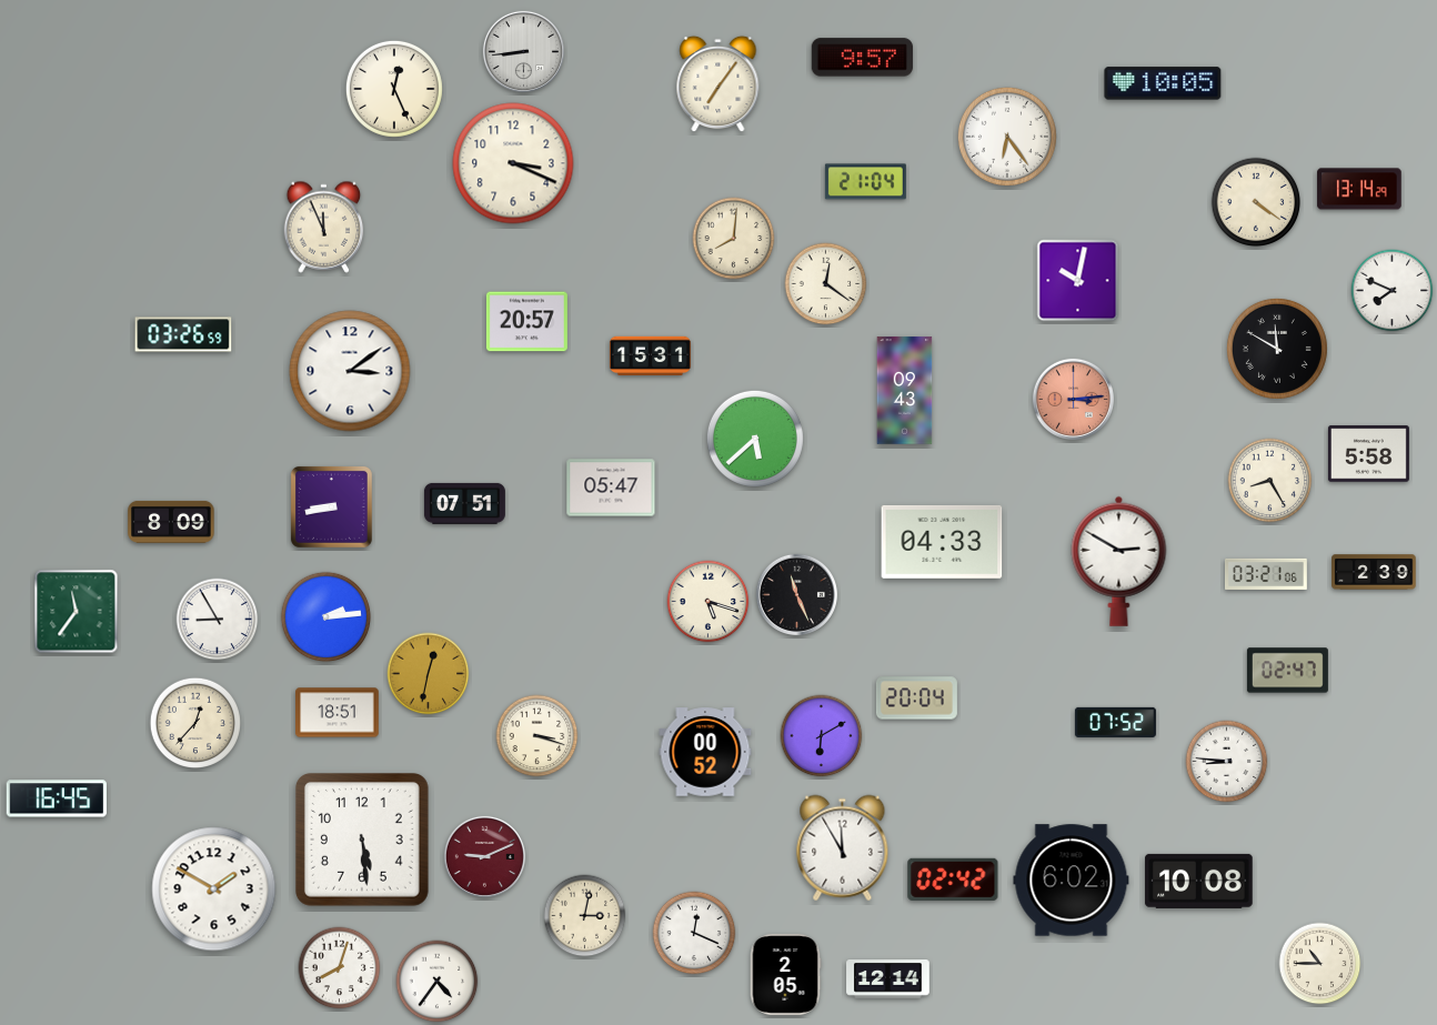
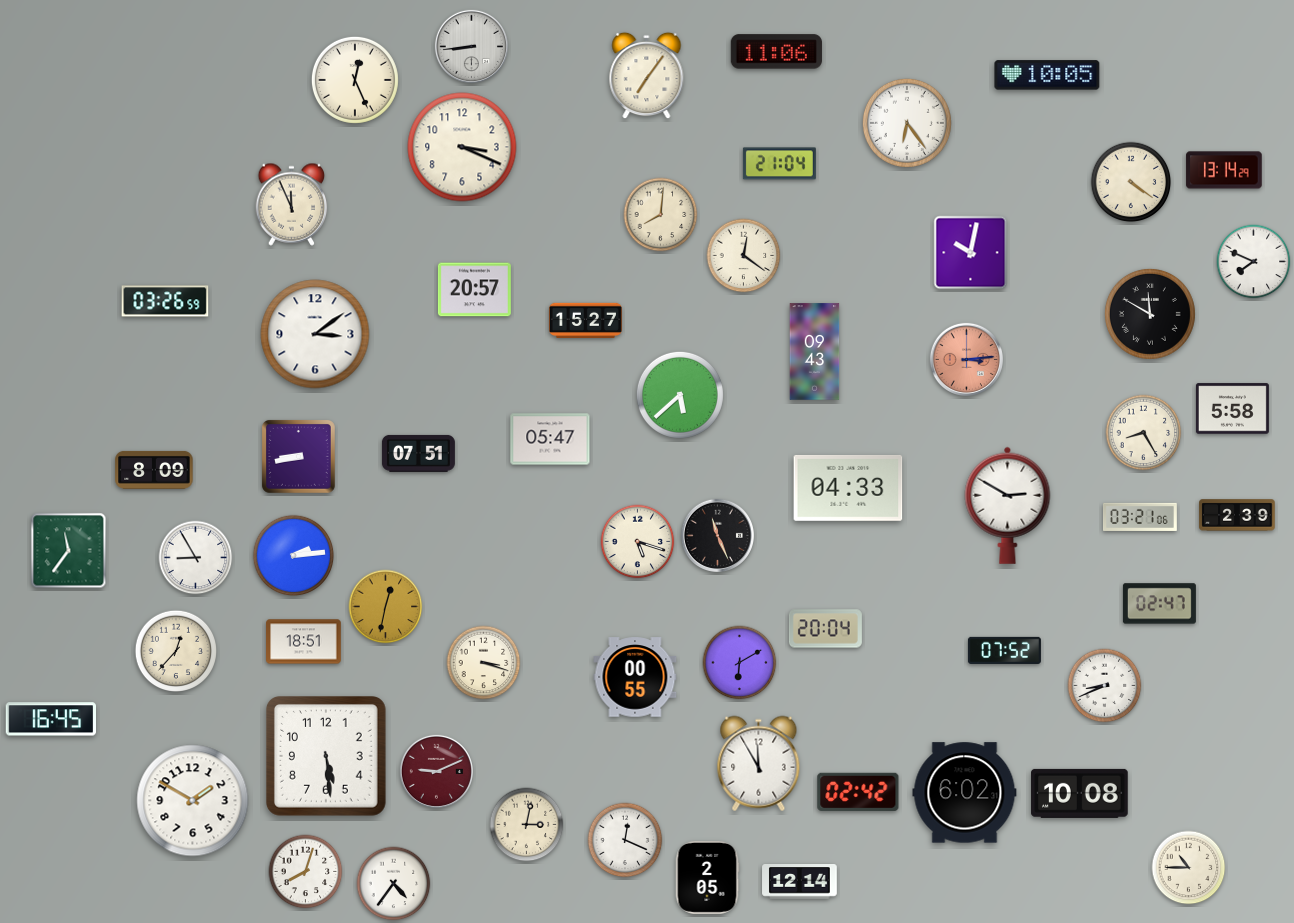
clock at (862, 58): 9:57 -> 11:06
clock at (650, 356): 15:31 -> 15:27
clock at (705, 752): 00:52 -> 00:55
clock at (1227, 762): 8:46 -> 8:41
